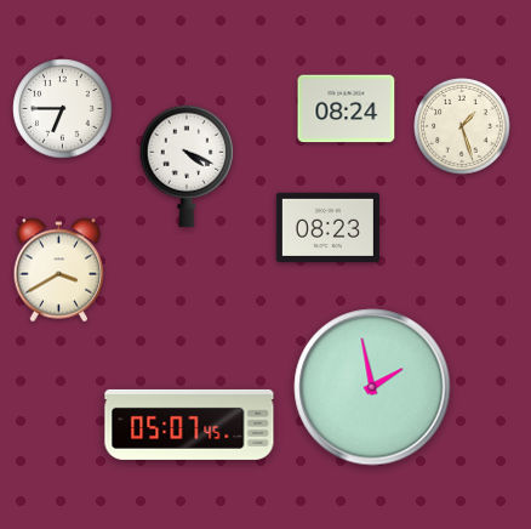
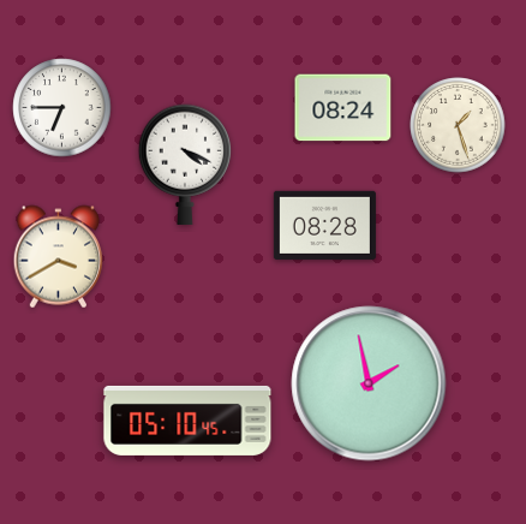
clock at (327, 227): 08:23 -> 08:28
clock at (59, 271) position: (59, 271) -> (59, 257)
clock at (189, 425): 05:07 -> 05:10
